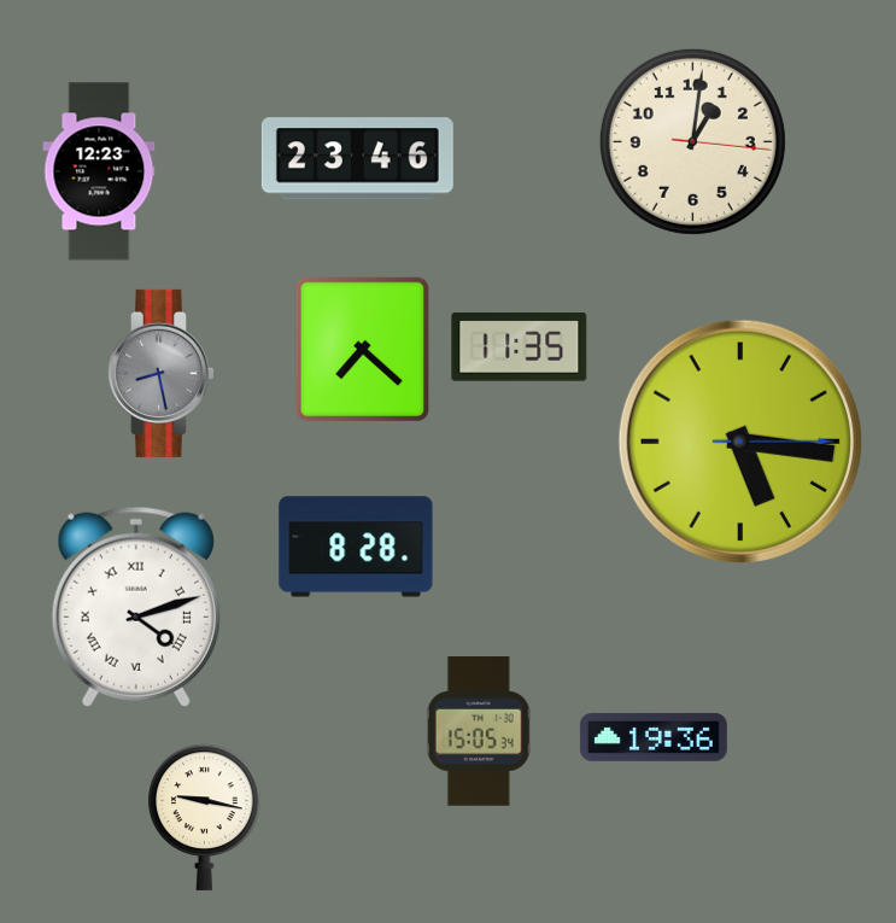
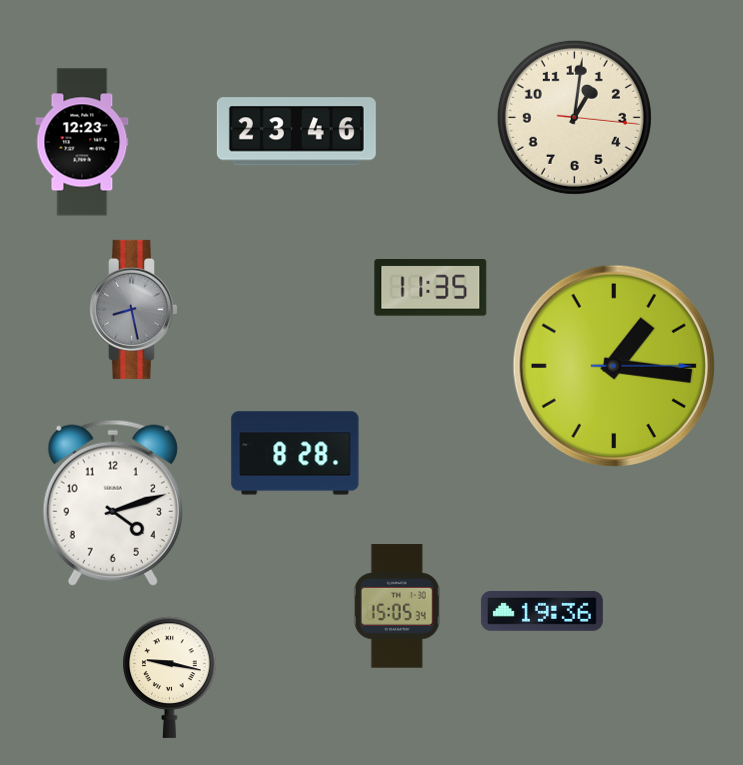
clock at (362, 349): 7:22 -> none
clock at (740, 442): 5:16 -> 1:16
clock at (136, 607) numerals: Roman -> Arabic
